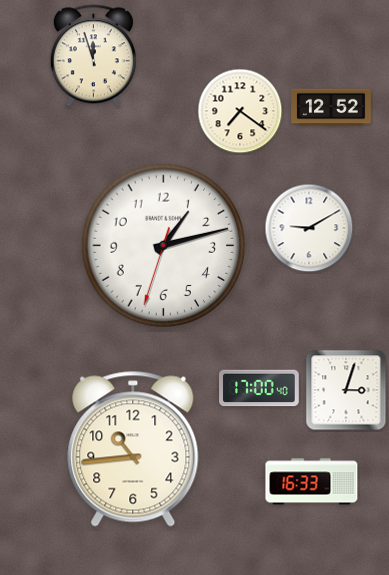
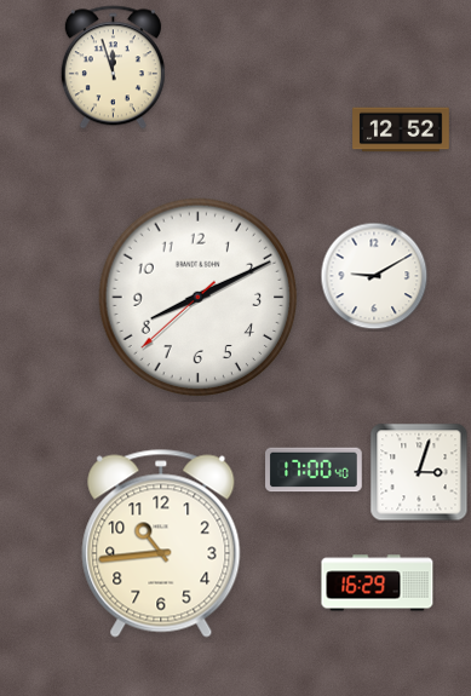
clock at (240, 111): 7:21 -> none
clock at (164, 246): 1:12 -> 8:10
clock at (312, 482): 16:33 -> 16:29
